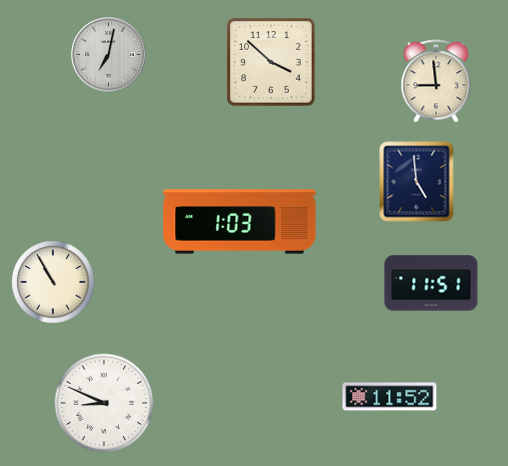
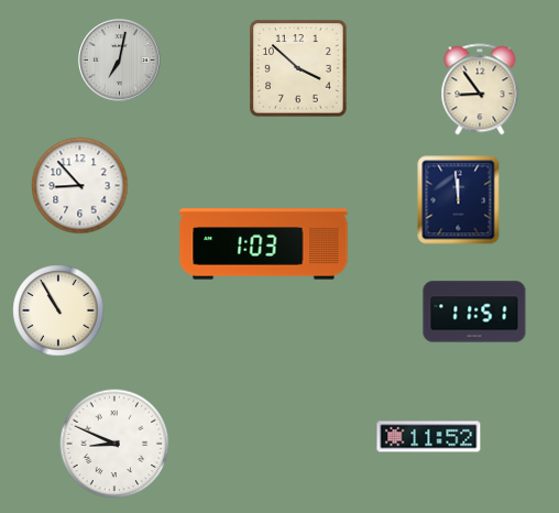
clock at (436, 81): 8:59 -> 8:54
clock at (80, 186): none -> 8:53
clock at (417, 182): 4:59 -> 11:59
